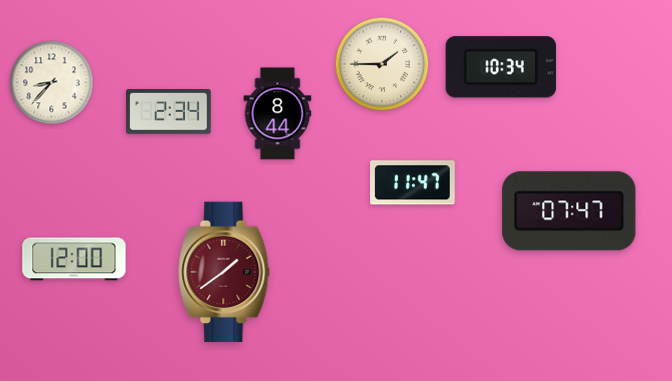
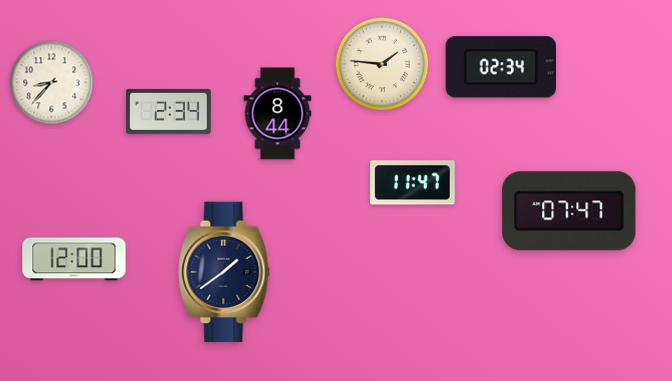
clock at (382, 64): 1:45 -> 1:46
clock at (501, 67): 10:34 -> 02:34
clock at (224, 272) dial: burgundy -> navy
